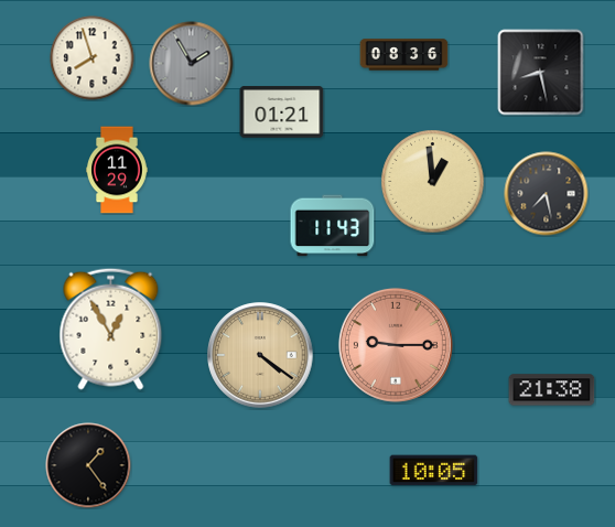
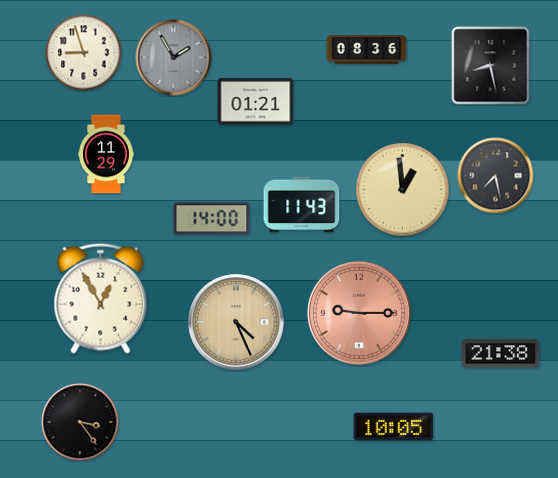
clock at (93, 58): 7:57 -> 8:57
clock at (433, 182) position: (433, 182) -> (403, 190)
clock at (212, 219): none -> 14:00
clock at (260, 355): 4:21 -> 4:26
clock at (88, 465): 1:24 -> 3:24
